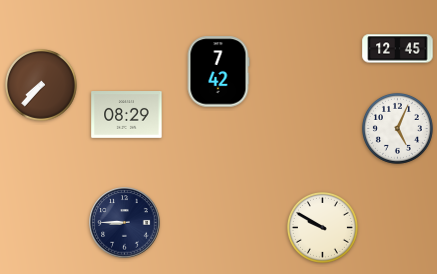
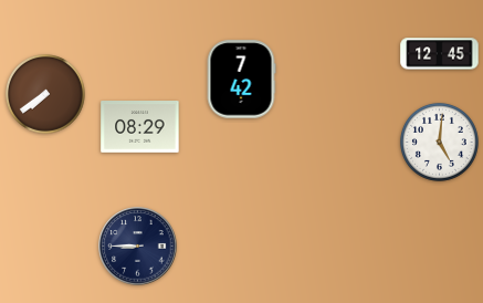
clock at (42, 86): 7:37 -> 7:39
clock at (397, 128): 5:04 -> 5:01
clock at (322, 227): 9:50 -> none
